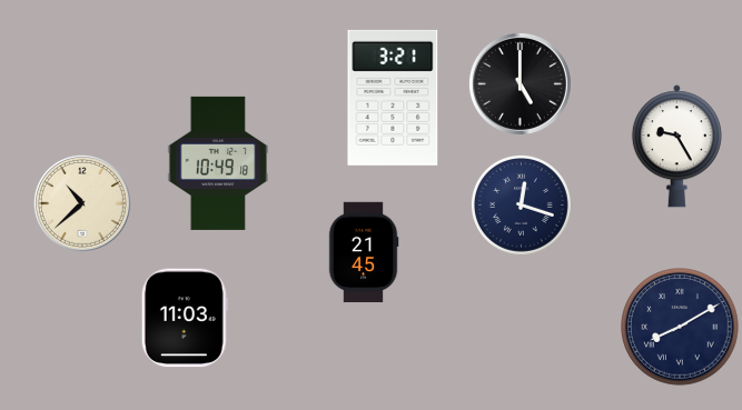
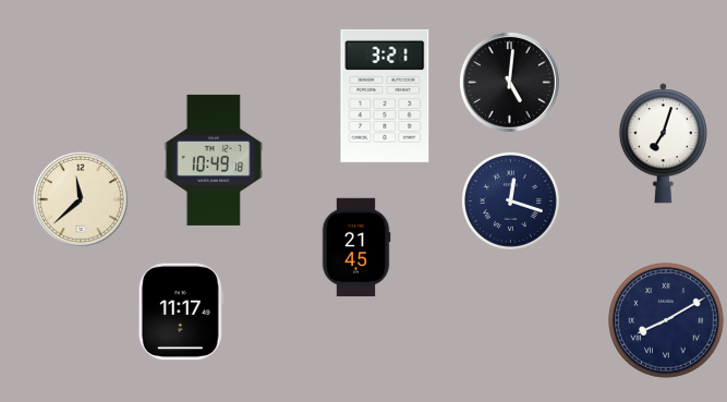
clock at (520, 83): 5:00 -> 5:01
clock at (676, 147): 9:25 -> 7:03
clock at (82, 203): 10:38 -> 11:38
clock at (185, 318): 11:03 -> 11:17
